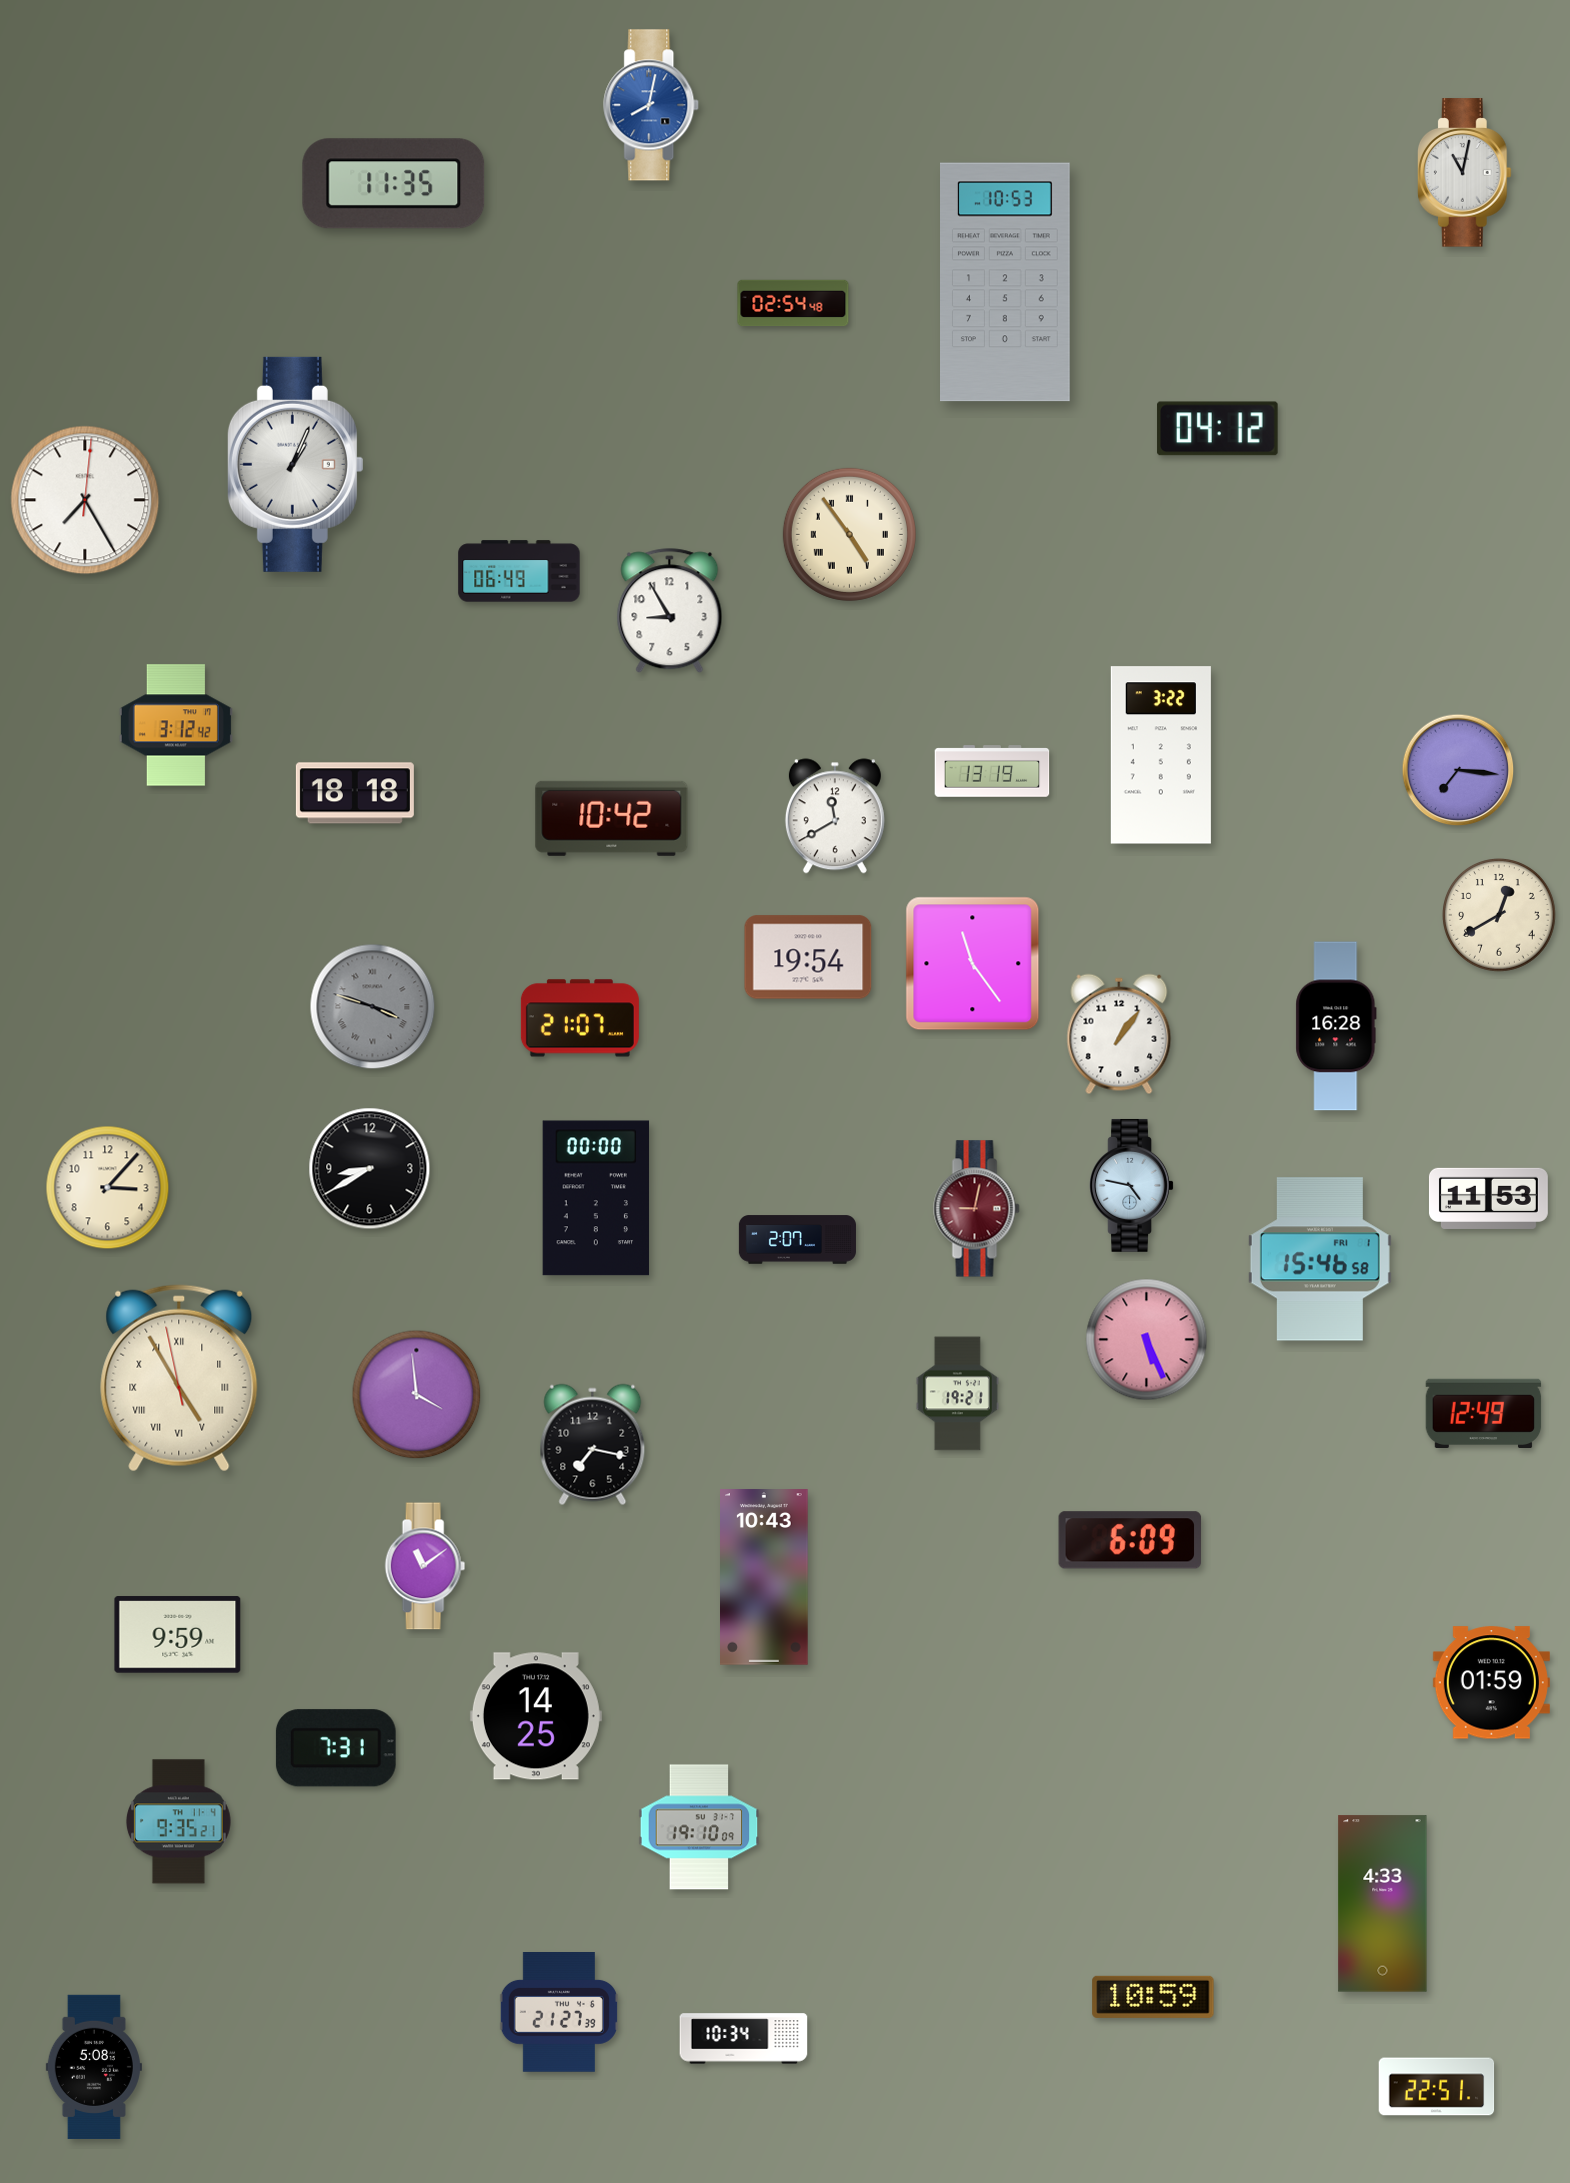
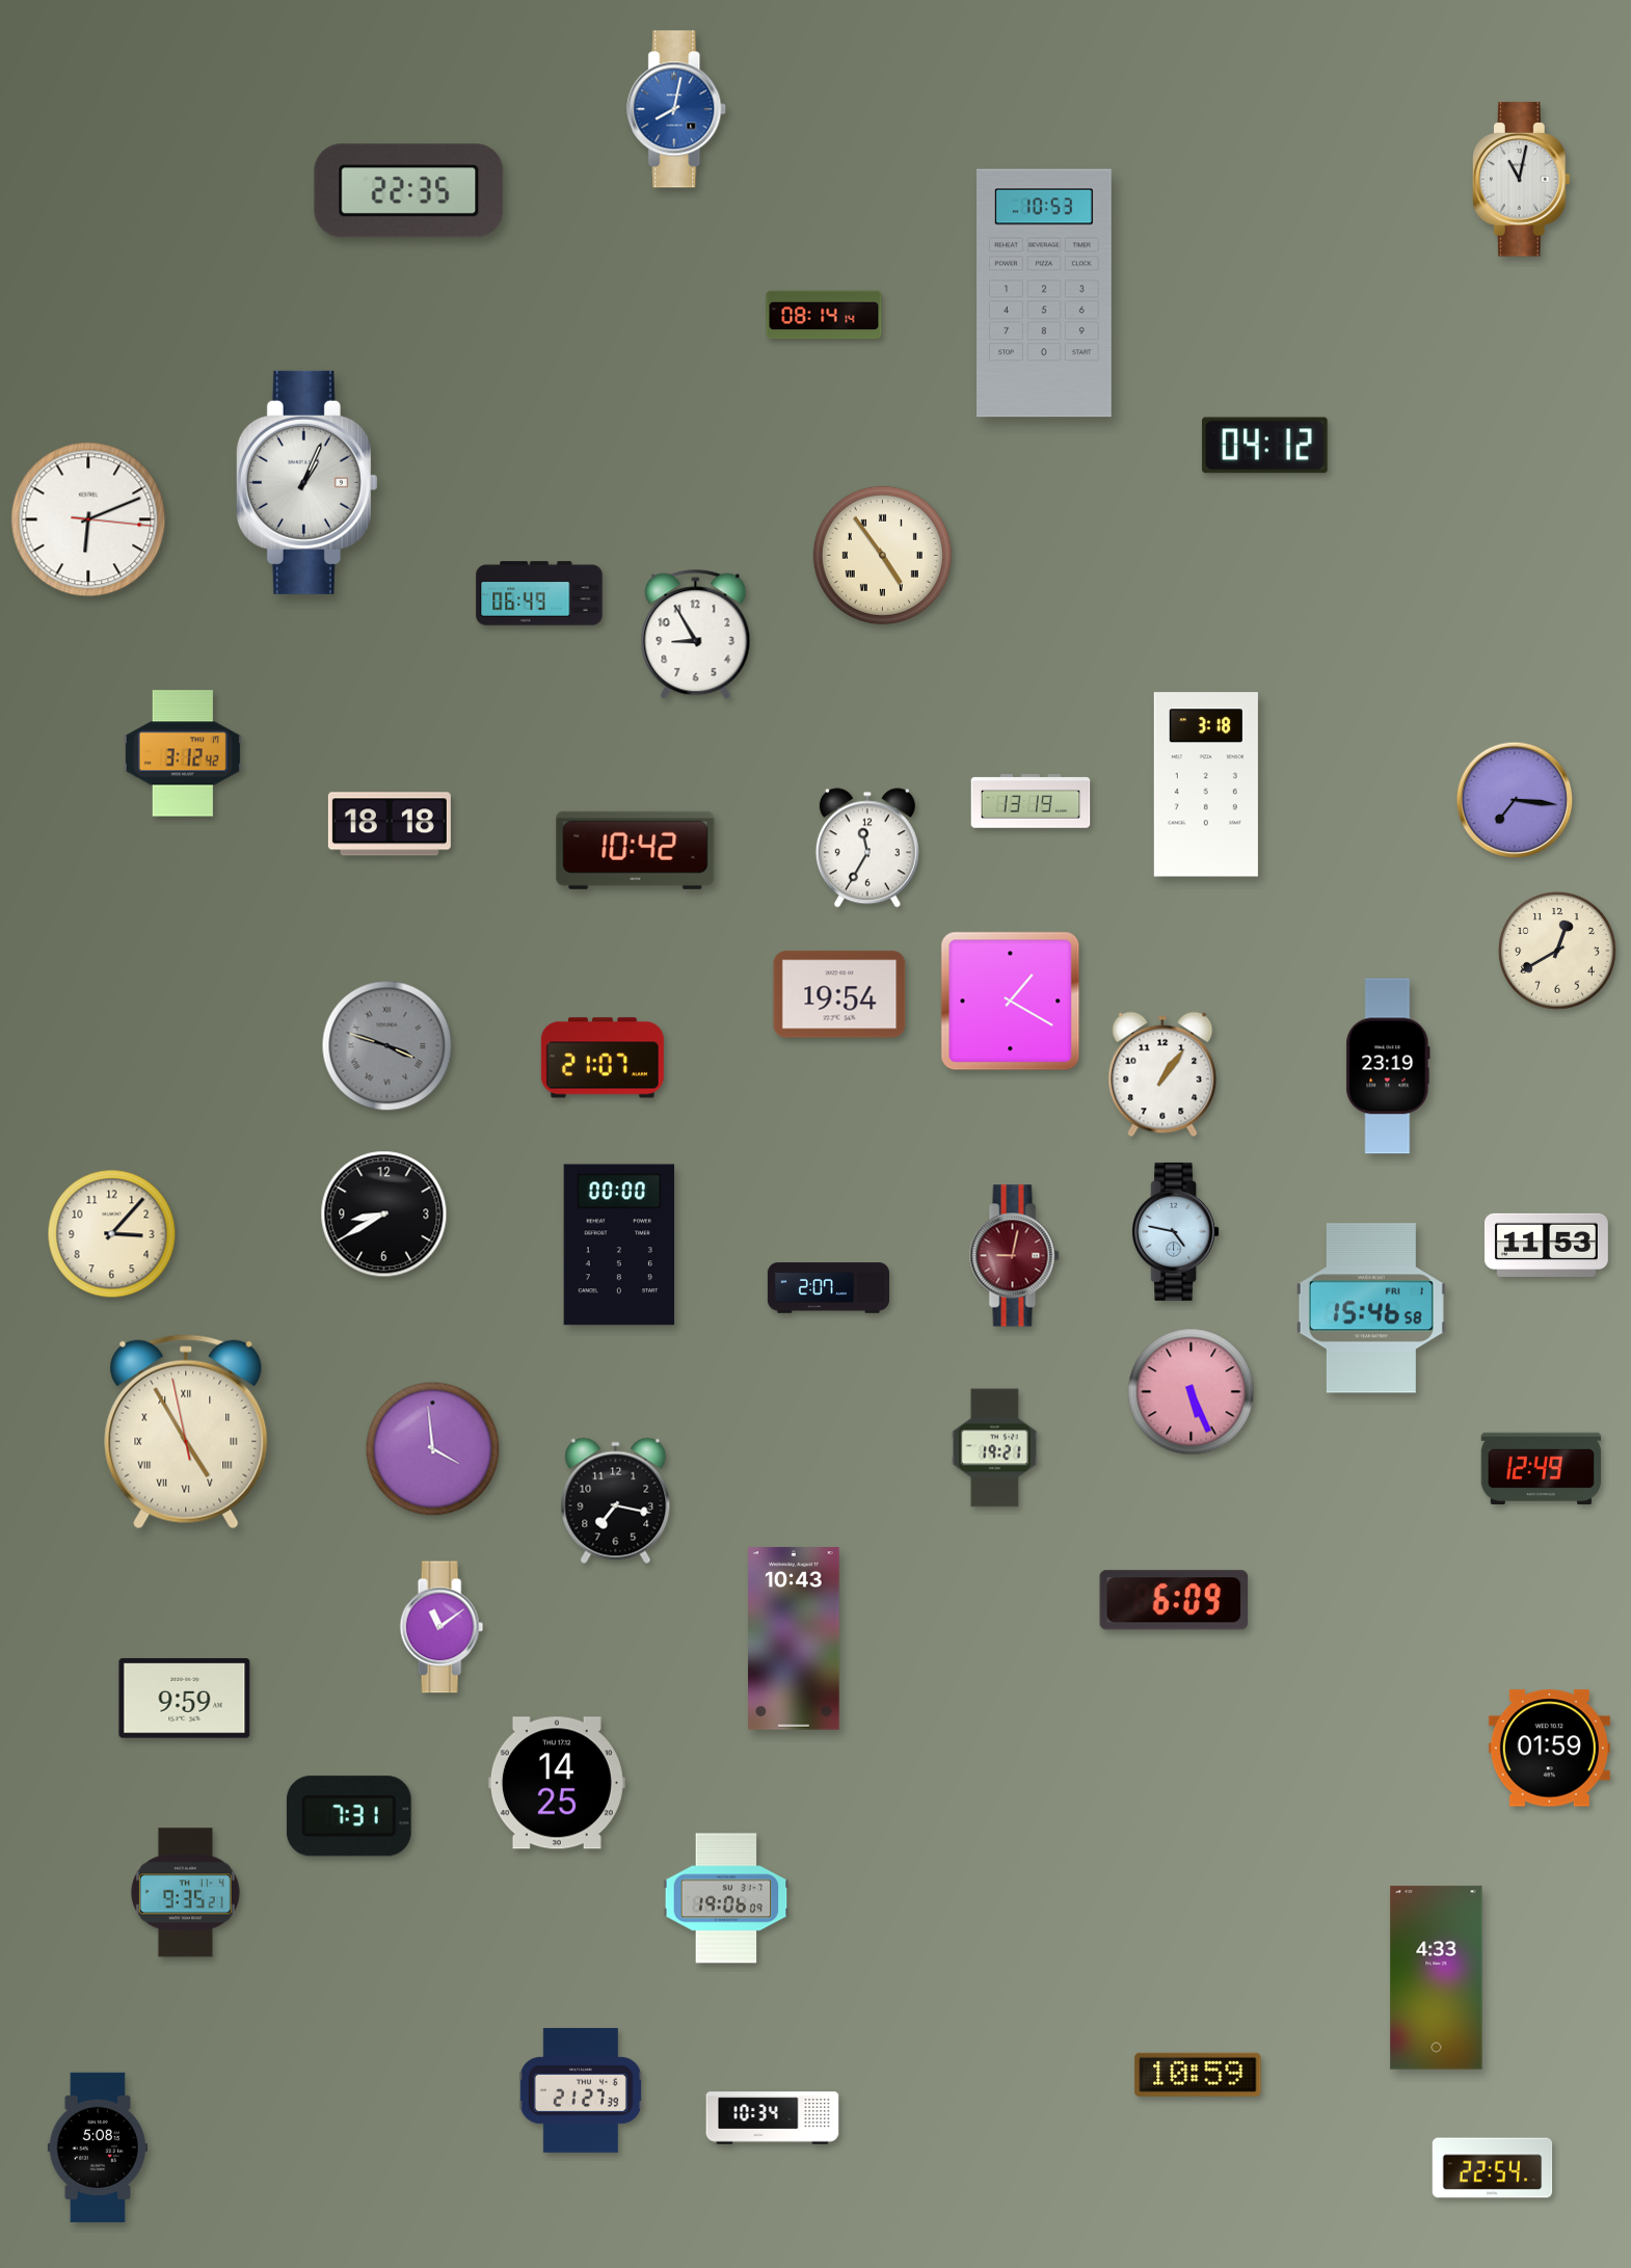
clock at (394, 184): 11:35 -> 22:35
clock at (793, 303): 02:54 -> 08:14
clock at (85, 500): 7:25 -> 6:11
clock at (1161, 755): 3:22 -> 3:18
clock at (355, 793) position: (355, 793) -> (390, 824)
clock at (835, 816): 11:40 -> 11:35
clock at (973, 964): 11:24 -> 1:20
clock at (1336, 1026): 16:28 -> 23:19
clock at (699, 1827): 19:10 -> 19:06
clock at (1437, 2087): 22:51 -> 22:54
